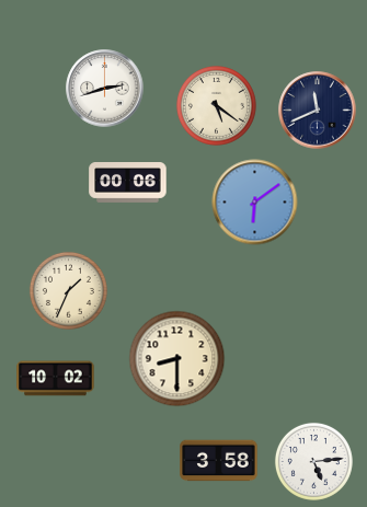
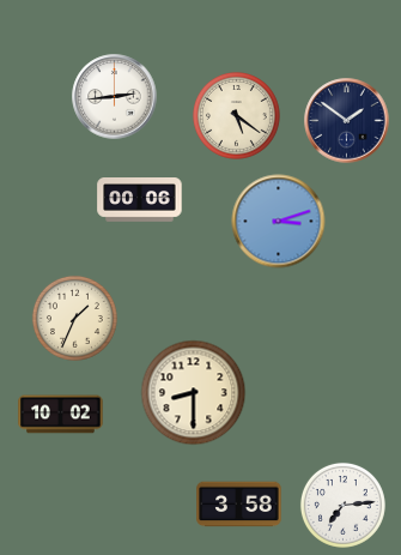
clock at (105, 89): 2:42 -> 2:44
clock at (318, 111): 11:41 -> 1:51
clock at (255, 203): 6:09 -> 3:12
clock at (313, 461): 5:14 -> 7:14
